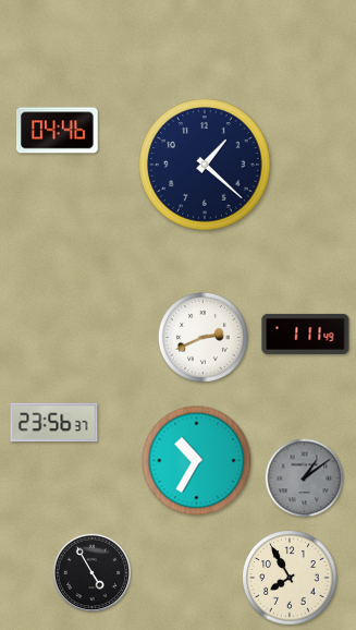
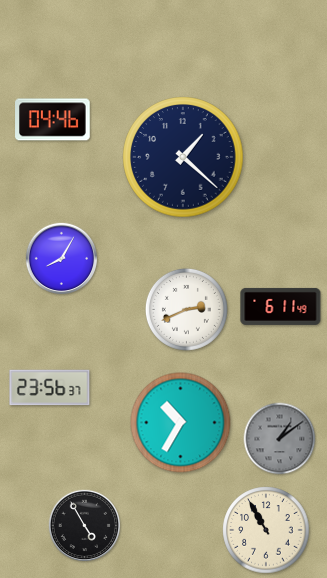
clock at (205, 165) position: (205, 165) -> (183, 157)
clock at (62, 259): none -> 8:05
clock at (306, 334): 1:11 -> 6:11
clock at (290, 578): 7:55 -> 10:55
